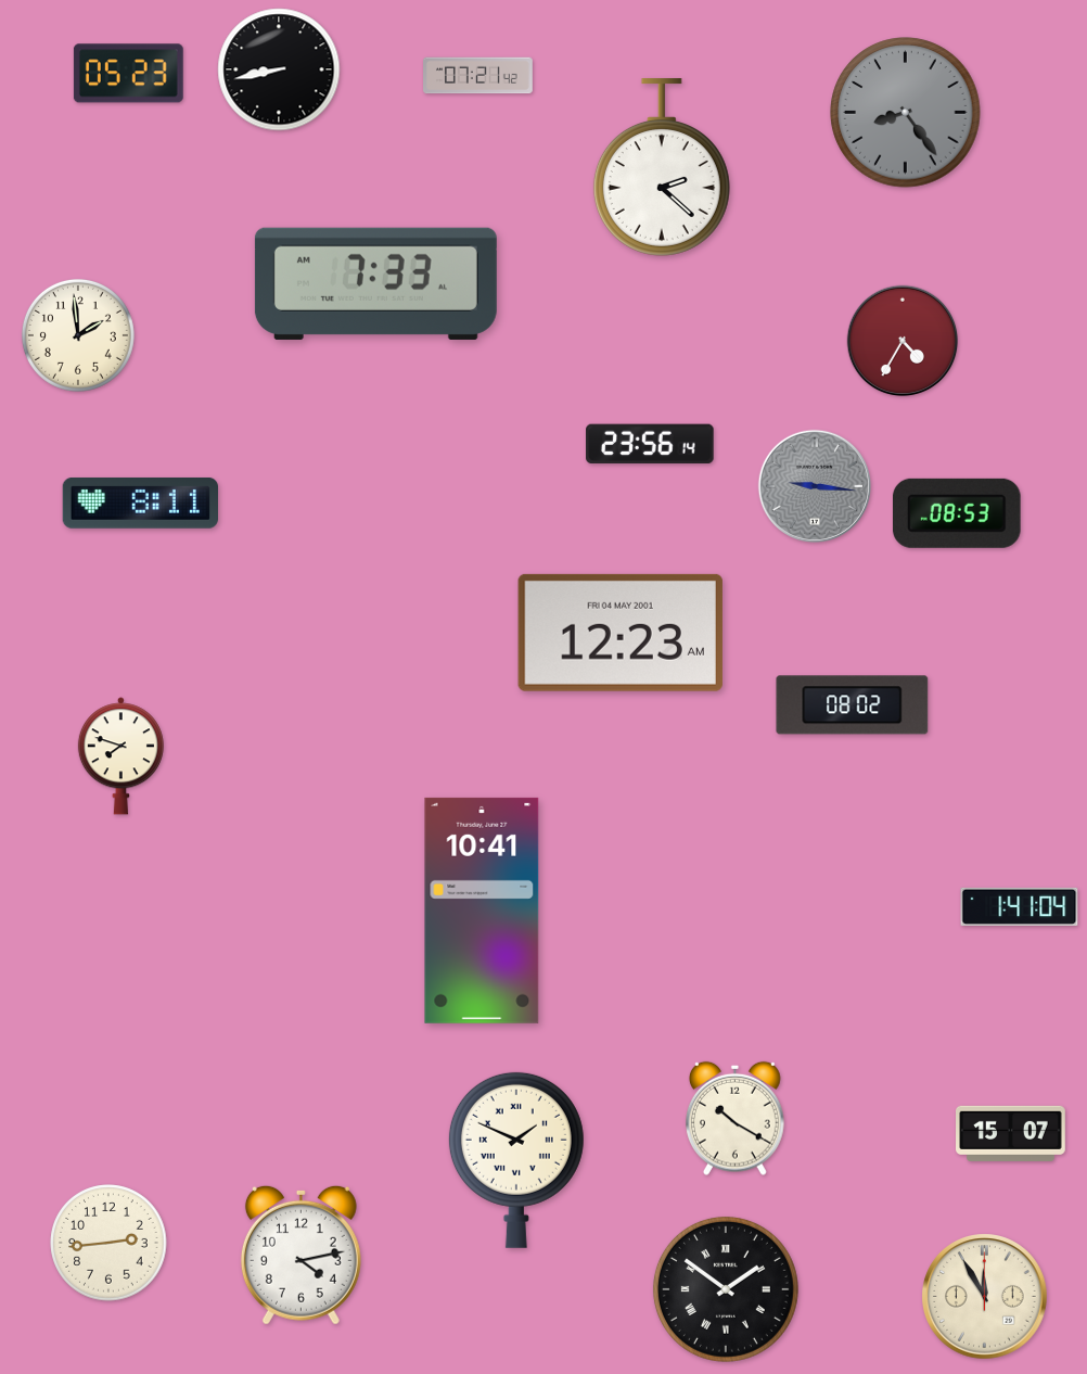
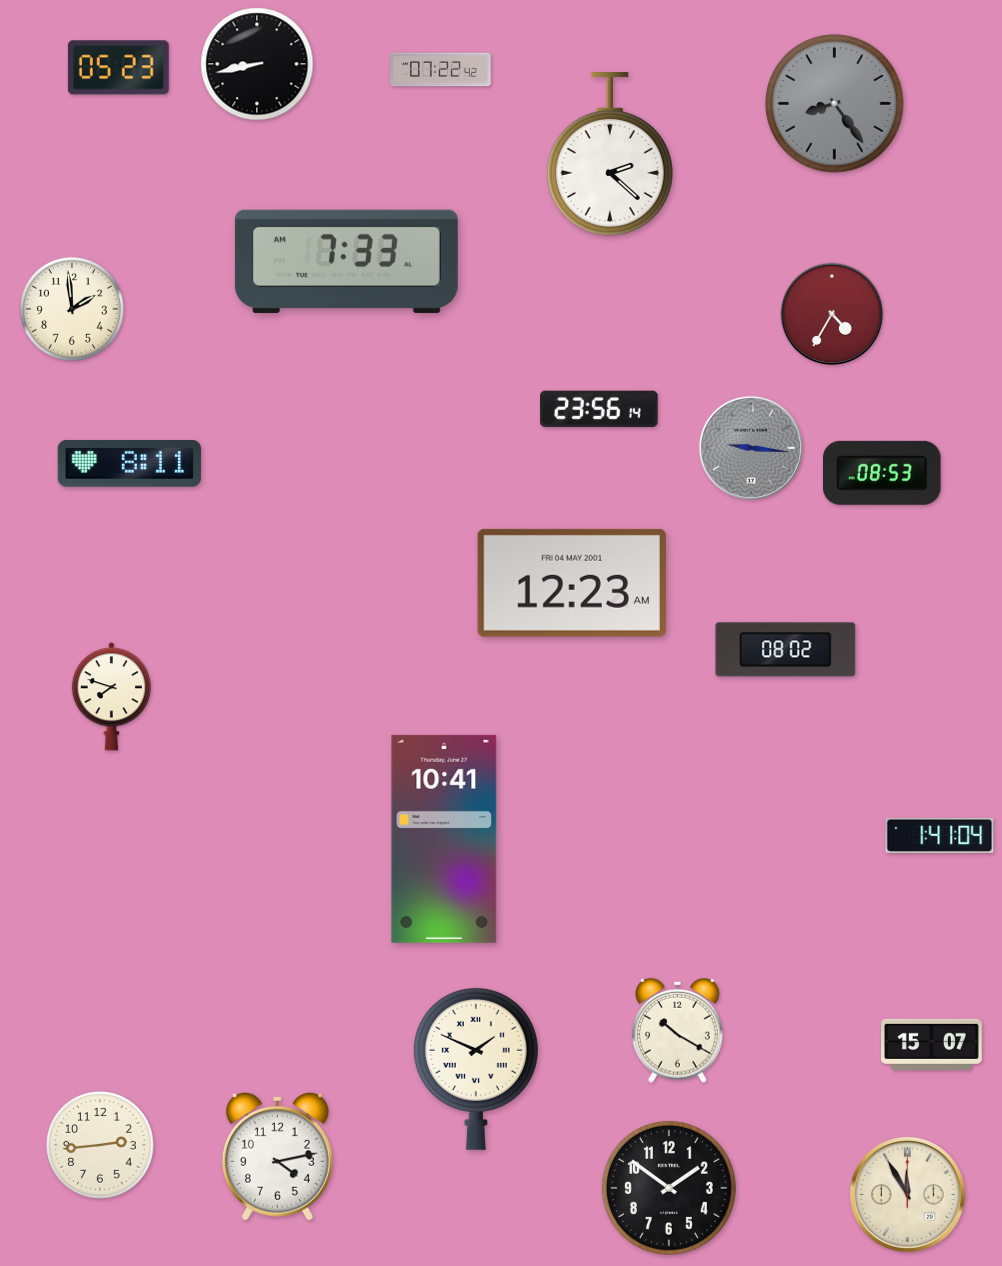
clock at (478, 76): 07:21 -> 07:22
clock at (726, 1289) numerals: Roman -> Arabic
